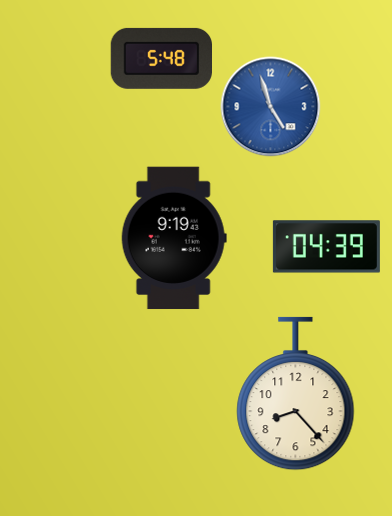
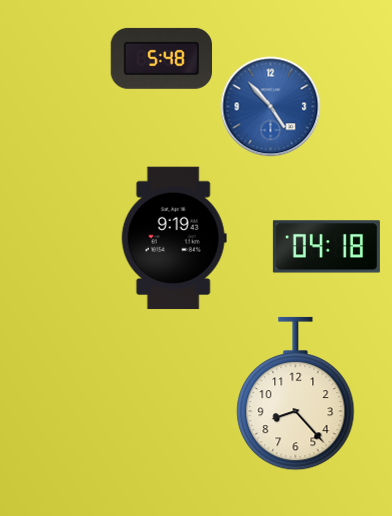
clock at (271, 107): 4:57 -> 4:53
clock at (326, 247): 04:39 -> 04:18
